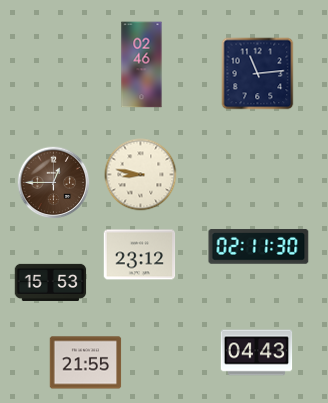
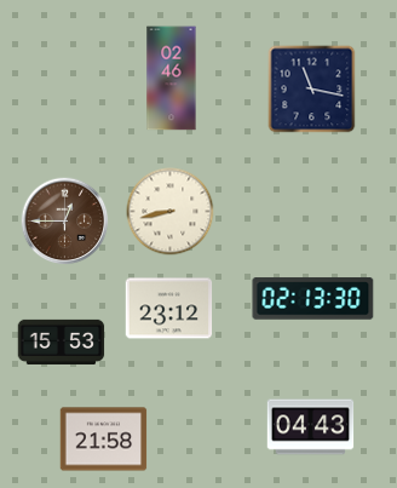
clock at (258, 74): 11:14 -> 11:17
clock at (141, 175): 8:47 -> 8:43
clock at (259, 247): 02:11 -> 02:13
clock at (86, 363): 21:55 -> 21:58
